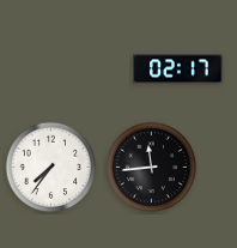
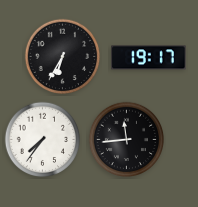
clock at (63, 57): none -> 6:35
clock at (178, 69): 02:17 -> 19:17
